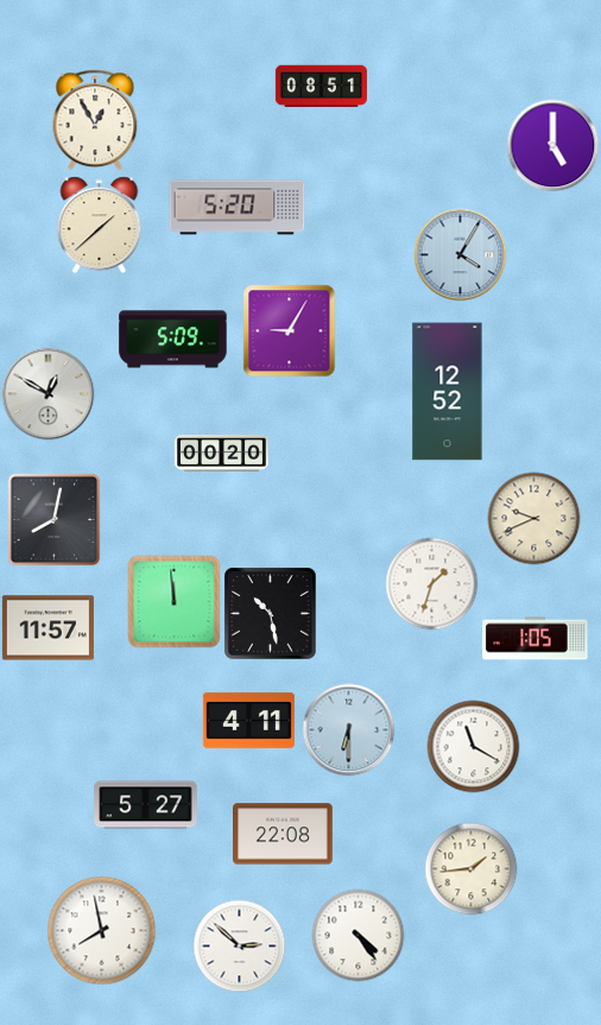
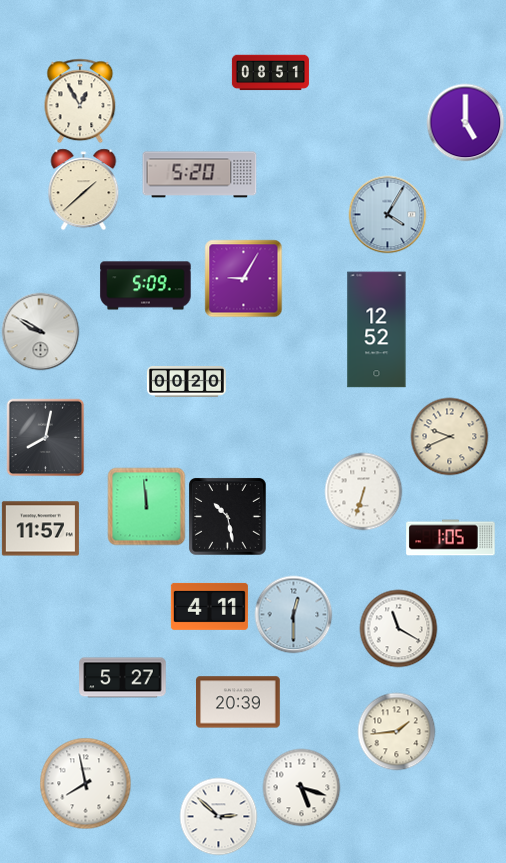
clock at (48, 393): 12:50 -> 9:50
clock at (431, 583): 1:33 -> 6:33
clock at (348, 729): 6:30 -> 12:30
clock at (284, 834): 22:08 -> 20:39
clock at (358, 935): 4:24 -> 5:18
clock at (239, 945) position: (239, 945) -> (218, 816)
